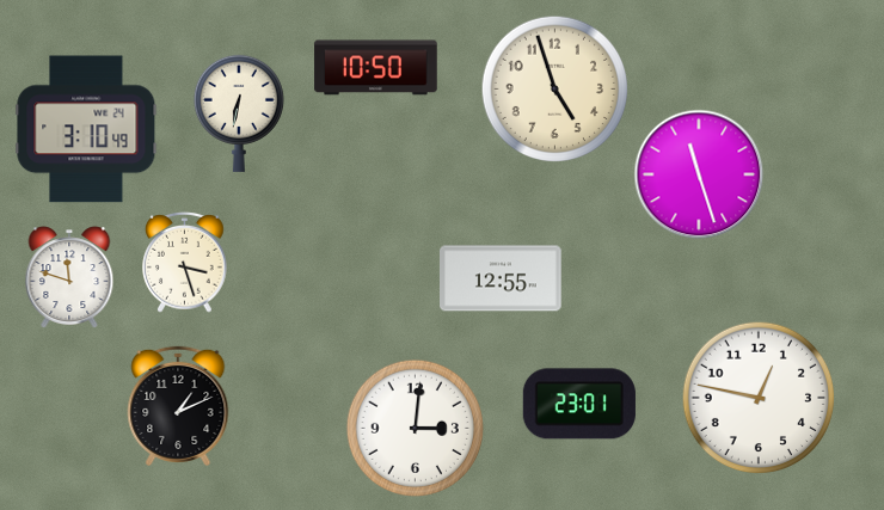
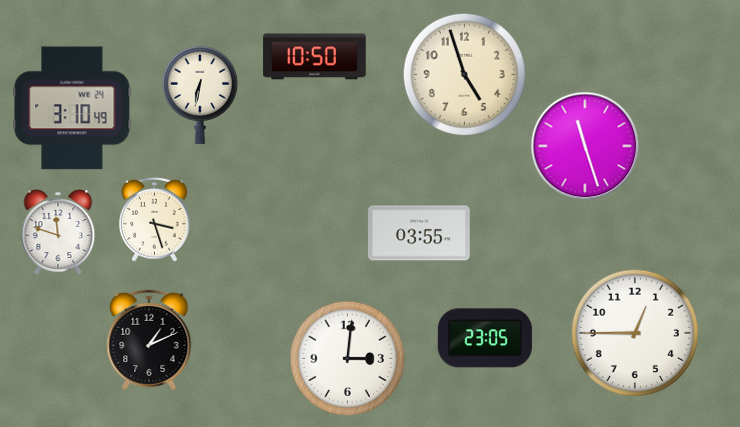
clock at (502, 278): 12:55 -> 03:55
clock at (759, 398): 12:47 -> 12:45
clock at (579, 404): 23:01 -> 23:05
